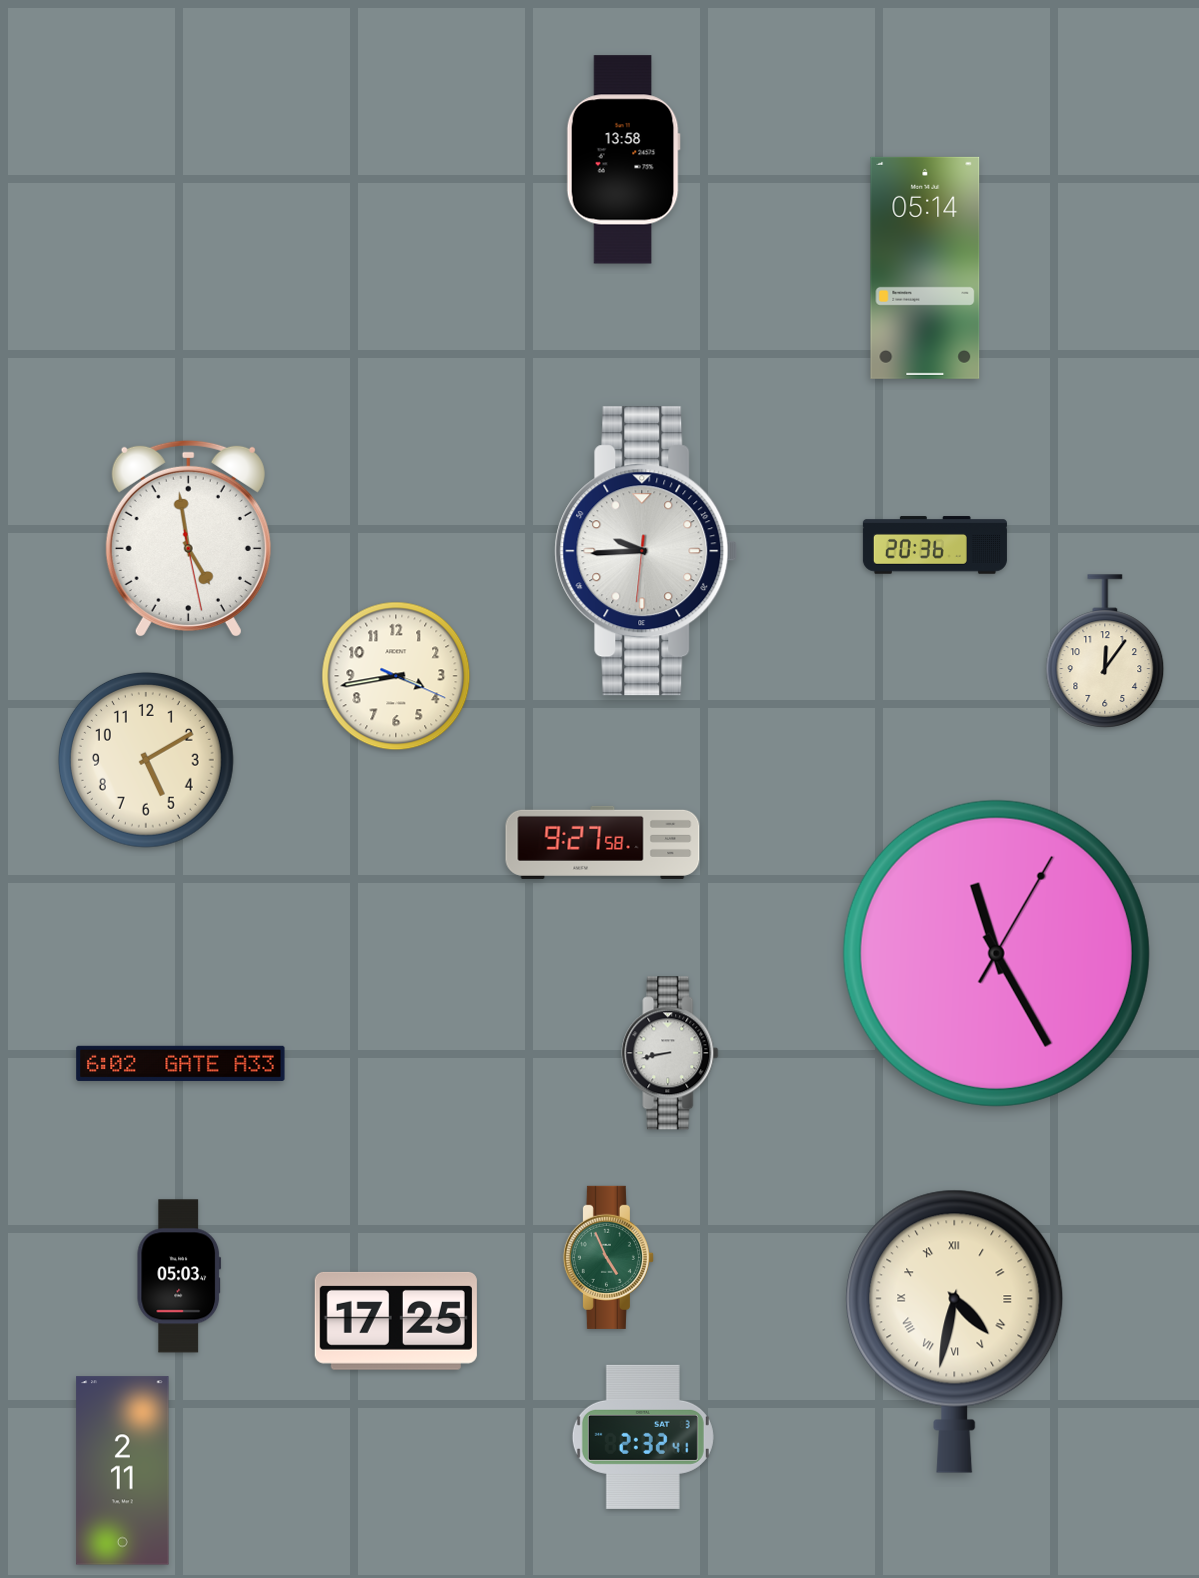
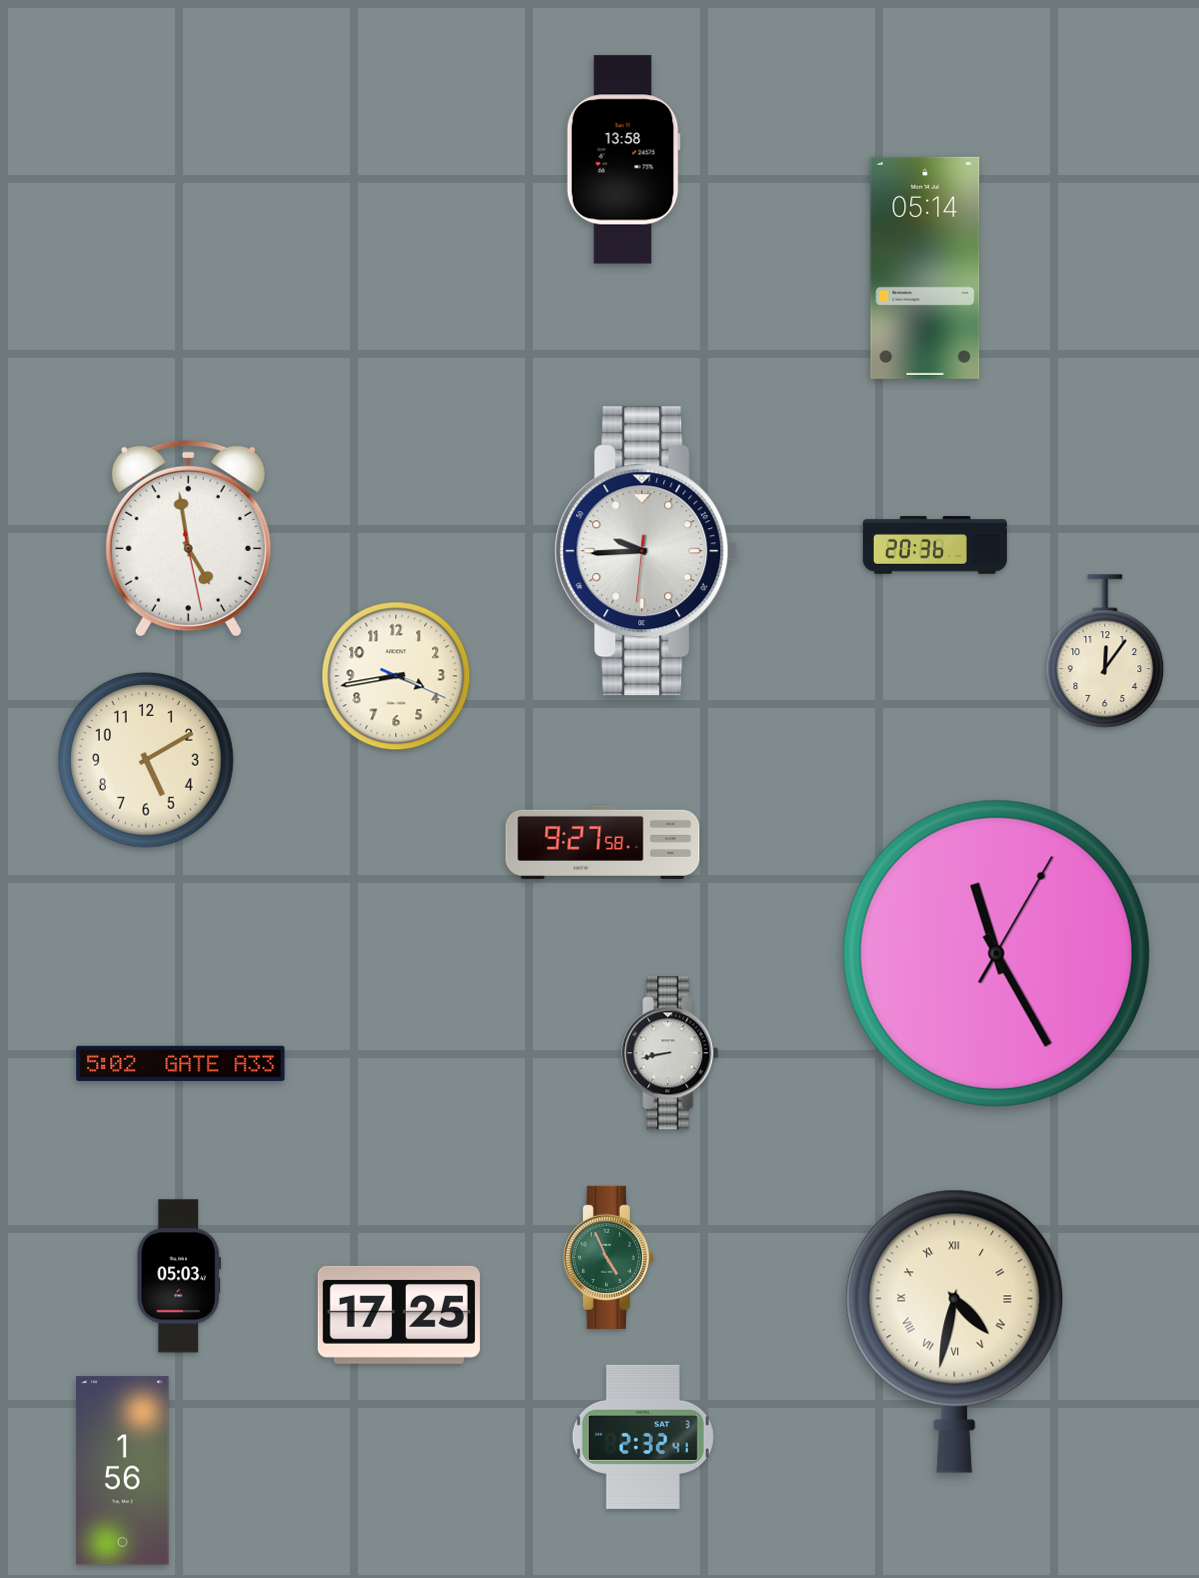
clock at (181, 1063): 6:02 -> 5:02
clock at (396, 1321) position: (396, 1321) -> (399, 1315)
clock at (123, 1471): 2:11 -> 1:56
